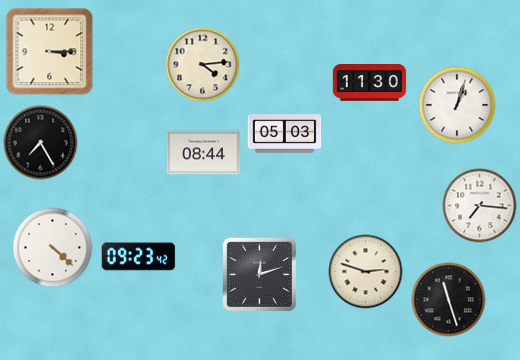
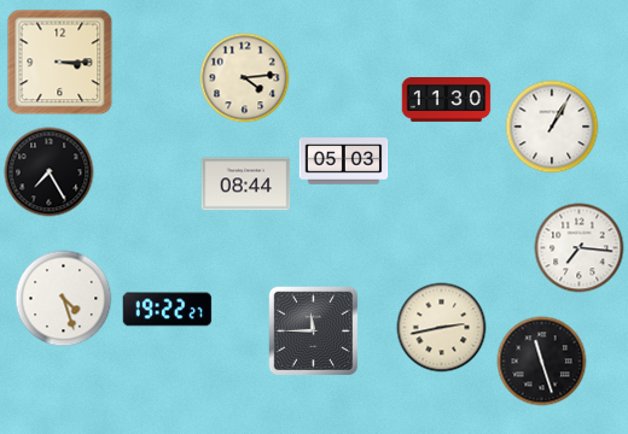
clock at (457, 105): 1:03 -> 1:05
clock at (53, 248): 4:22 -> 4:27
clock at (139, 257): 09:23 -> 19:22
clock at (366, 272): 2:48 -> 2:43
clock at (260, 275): 12:12 -> 11:45
